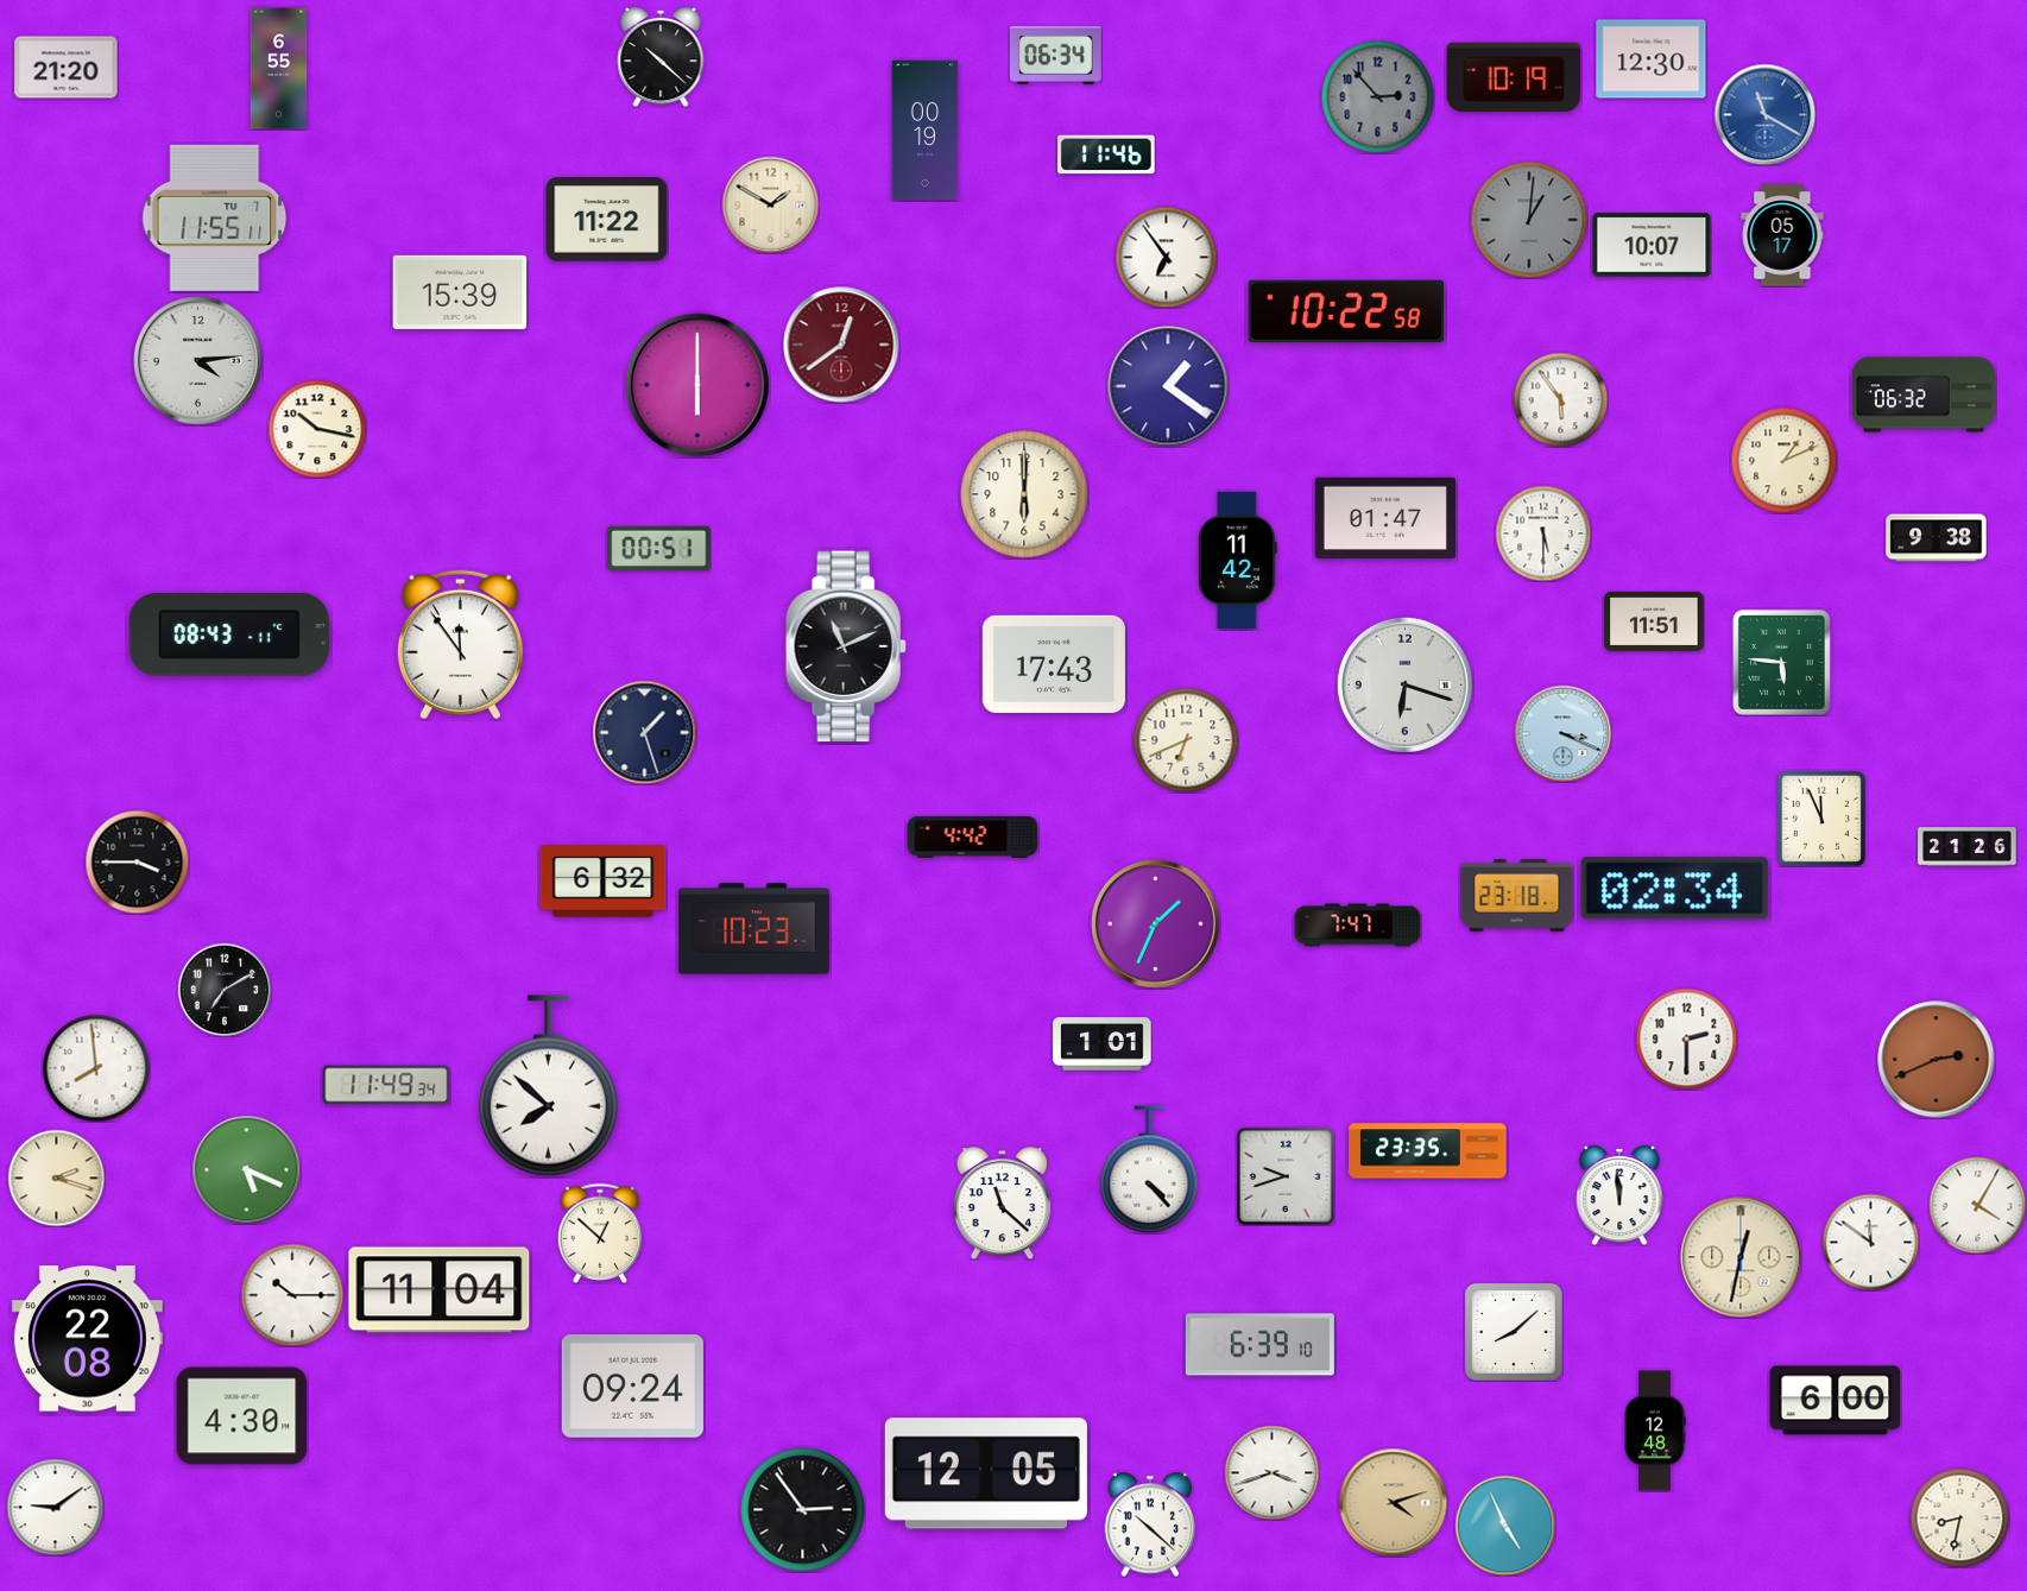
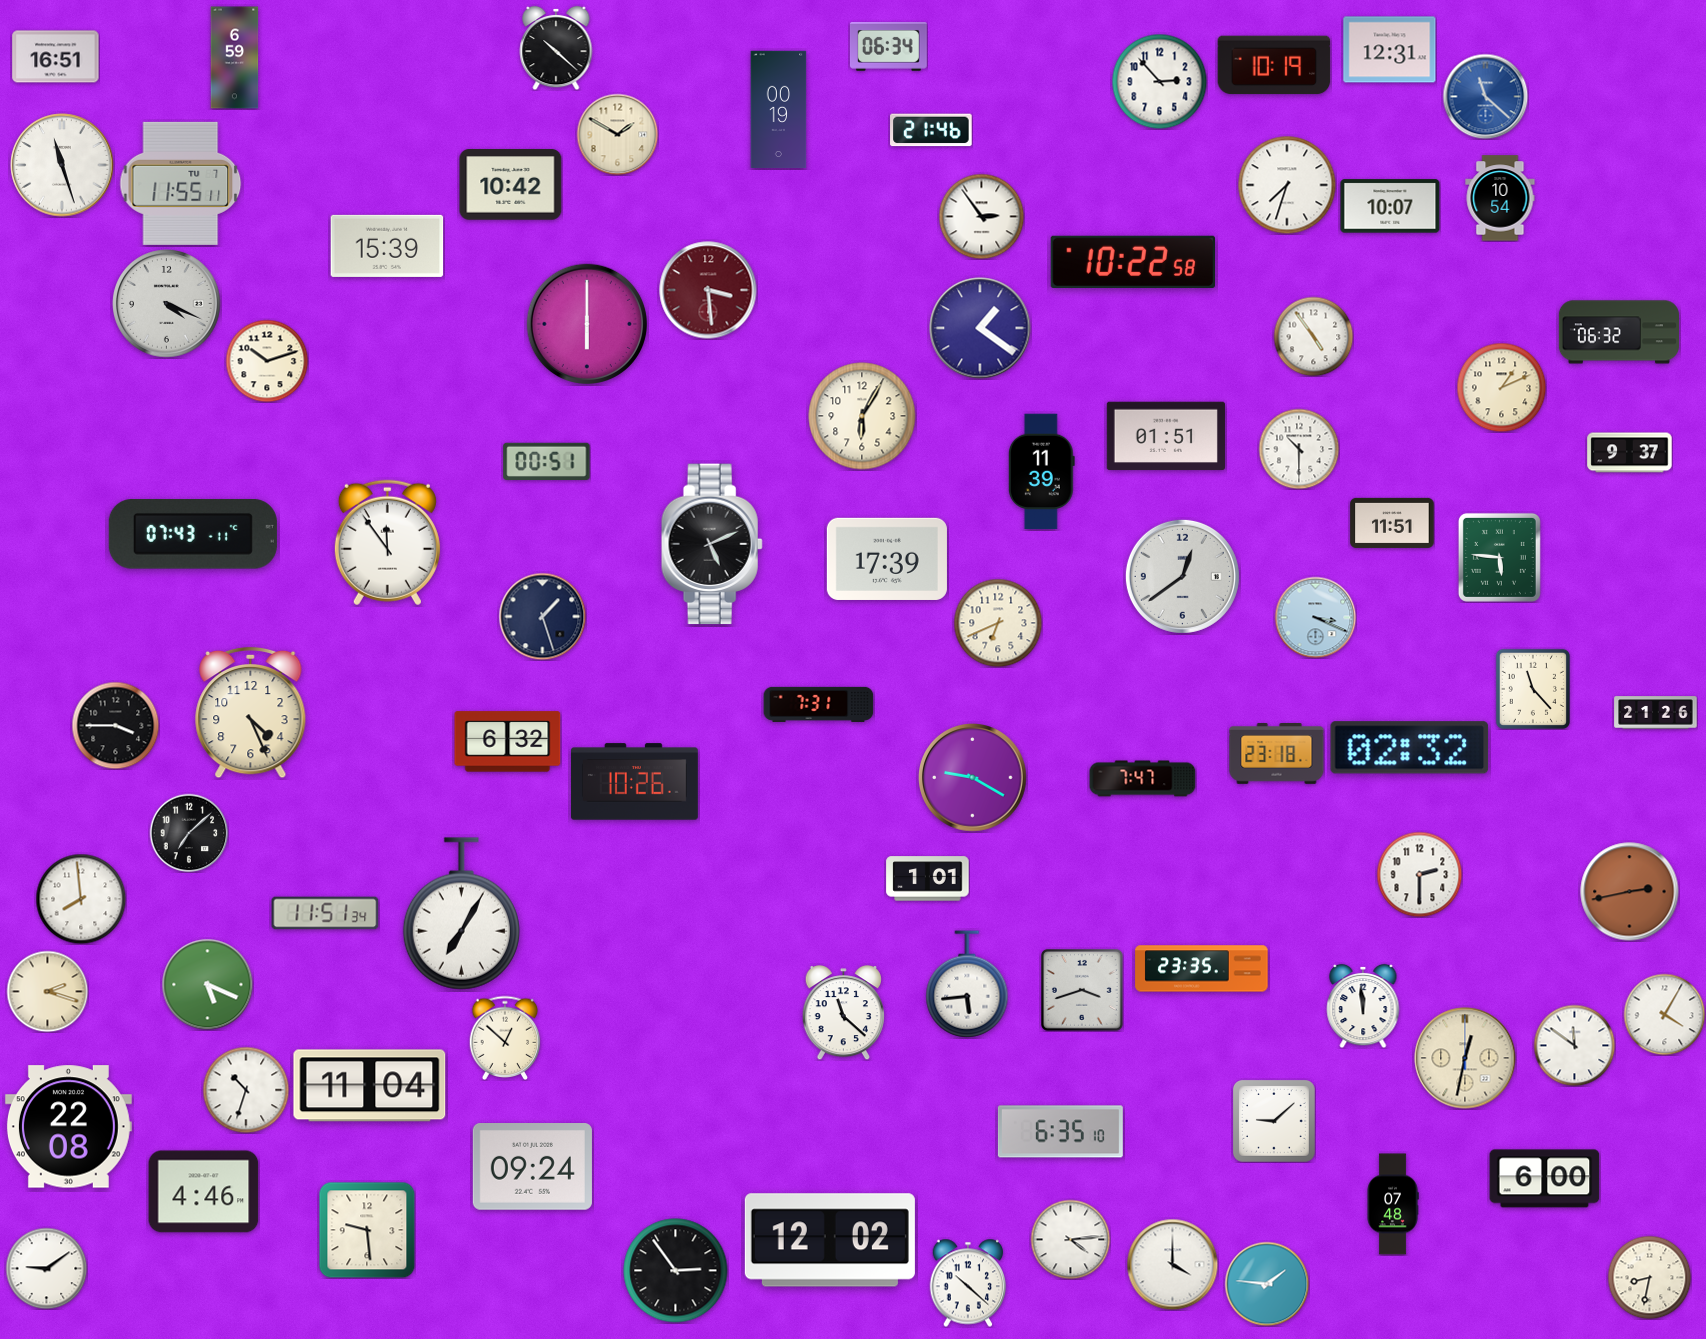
clock at (1652, 59): 12:30 -> 12:31
clock at (67, 68): 21:20 -> 16:51
clock at (279, 69): 6:55 -> 6:59
clock at (1377, 96) dial: grey -> white
clock at (1764, 114): 11:20 -> 11:22
clock at (1106, 154): 11:46 -> 21:46
clock at (62, 165): none -> 11:27
clock at (770, 204) position: (770, 204) -> (617, 134)
clock at (607, 220): 11:22 -> 10:42
clock at (1529, 220): 1:01 -> 7:33
clock at (1529, 220) dial: grey -> white
clock at (1782, 235): 05:17 -> 10:54
clock at (1166, 257): 6:54 -> 2:54
clock at (841, 345): 12:39 -> 3:29
clock at (198, 361): 4:14 -> 4:19
clock at (1168, 386) position: (1168, 386) -> (980, 328)
clock at (1560, 399): 5:54 -> 4:54
clock at (317, 429): 10:17 -> 10:12
clock at (1024, 494): 6:00 -> 6:05
clock at (1385, 518): 01:47 -> 01:51
clock at (1543, 534): 5:30 -> 10:30
clock at (1937, 538): 9:38 -> 9:37
clock at (659, 548) position: (659, 548) -> (547, 461)
clock at (1237, 561): 11:42 -> 11:39
clock at (229, 634): 08:43 -> 07:43
clock at (846, 646): 11:11 -> 5:11
clock at (1054, 664): 17:43 -> 17:39
clock at (1404, 684): 6:18 -> 12:39
clock at (1821, 819): 11:56 -> 11:23
clock at (973, 836): 4:42 -> 7:31
clock at (251, 713): none -> 4:26
clock at (1675, 889): 02:34 -> 02:32
clock at (1156, 924): 1:34 -> 9:20
clock at (753, 929): 10:23 -> 10:26
clock at (225, 990): 7:10 -> 7:08
clock at (1937, 1060): 2:41 -> 2:43
clock at (386, 1085): 11:49 -> 11:51
clock at (548, 1086): 7:52 -> 7:05
clock at (1149, 1169): 4:23 -> 5:44
clock at (1286, 1176): 9:42 -> 3:42
clock at (292, 1295): 10:15 -> 10:33
clock at (1514, 1332): 8:08 -> 9:08
clock at (87, 1339) position: (87, 1339) -> (68, 1127)
clock at (1259, 1345): 6:39 -> 6:35
clock at (242, 1416): 4:30 -> 4:46
clock at (1655, 1431): 12:48 -> 07:48
clock at (367, 1230): none -> 9:29
clock at (1271, 1472): 3:42 -> 4:14
clock at (986, 1473): 12:05 -> 12:02
clock at (1393, 1502): 4:12 -> 4:00
clock at (1393, 1502) dial: champagne -> white
clock at (1505, 1526): 4:56 -> 1:46
